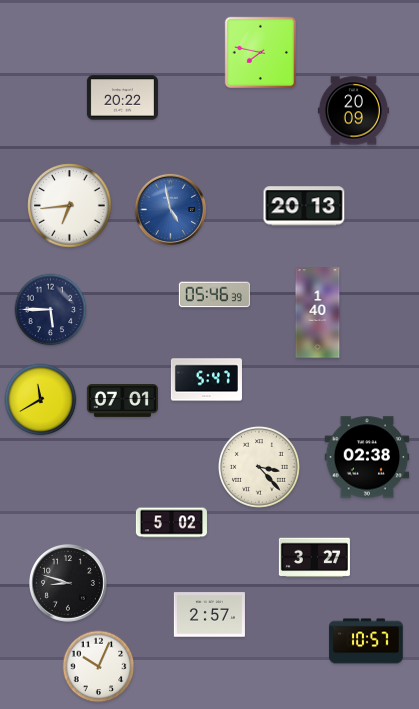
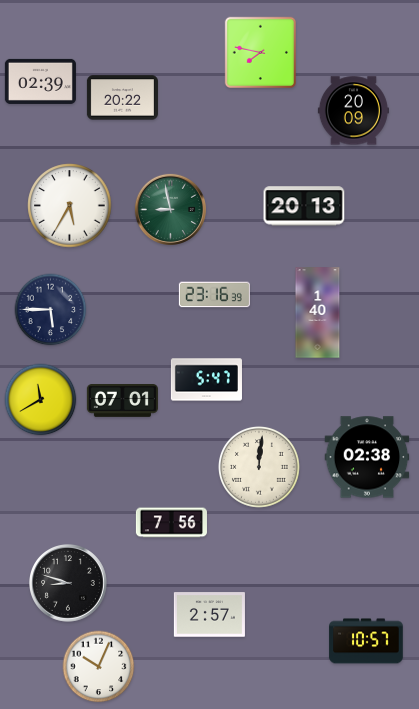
clock at (40, 81): none -> 02:39
clock at (70, 206): 6:44 -> 5:35
clock at (170, 209): 4:58 -> 8:58
clock at (170, 209) dial: blue -> green
clock at (214, 295): 05:46 -> 23:16
clock at (259, 467): 3:23 -> 12:01
clock at (171, 523): 5:02 -> 7:56
clock at (314, 558): 3:27 -> none
